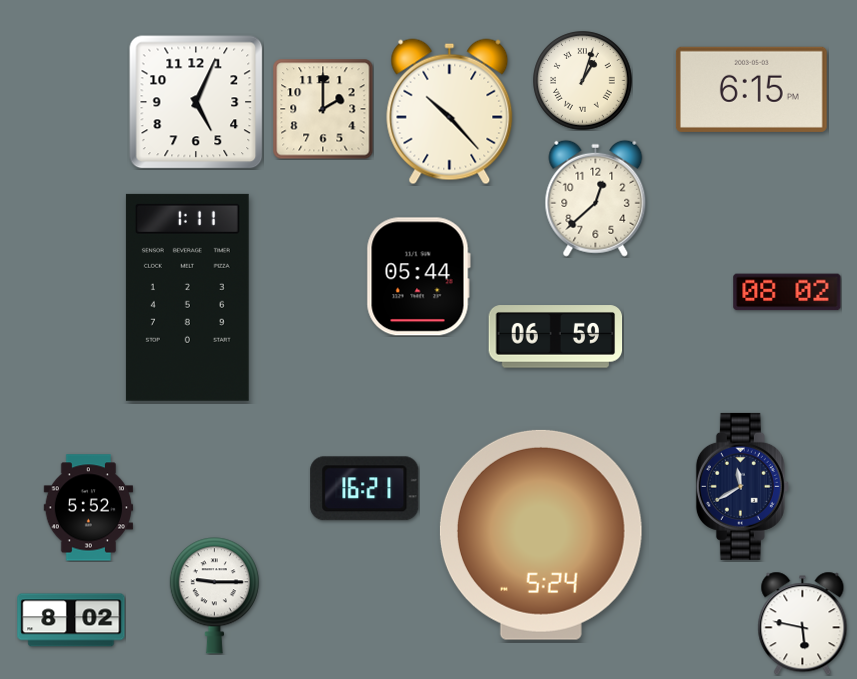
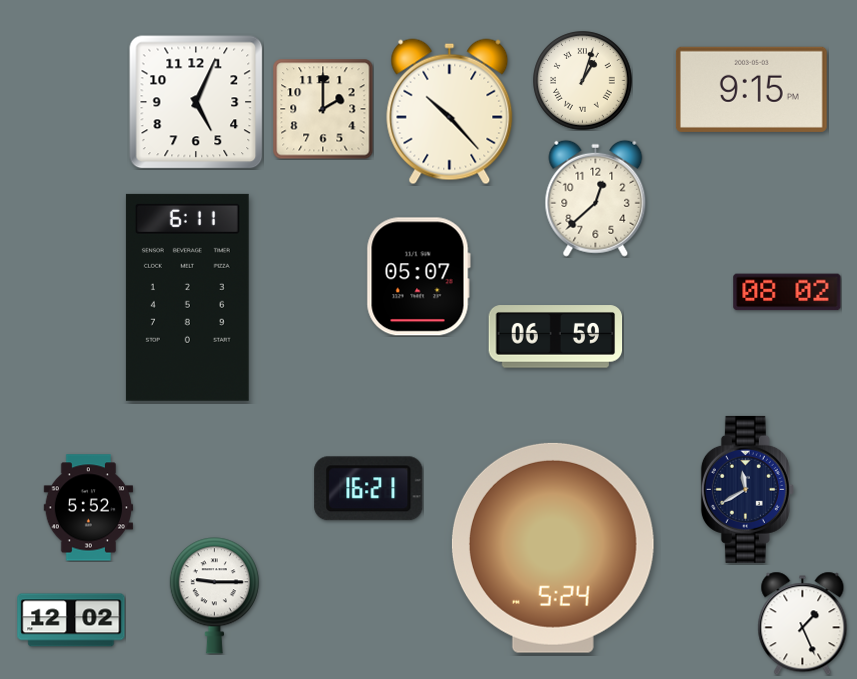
clock at (751, 89): 6:15 -> 9:15
clock at (418, 277): 05:44 -> 05:07
clock at (187, 297): 1:11 -> 6:11
clock at (742, 486) position: (742, 486) -> (747, 489)
clock at (365, 489) position: (365, 489) -> (369, 489)
clock at (541, 535) position: (541, 535) -> (553, 548)
clock at (71, 620): 8:02 -> 12:02
clock at (803, 623): 5:47 -> 1:26
